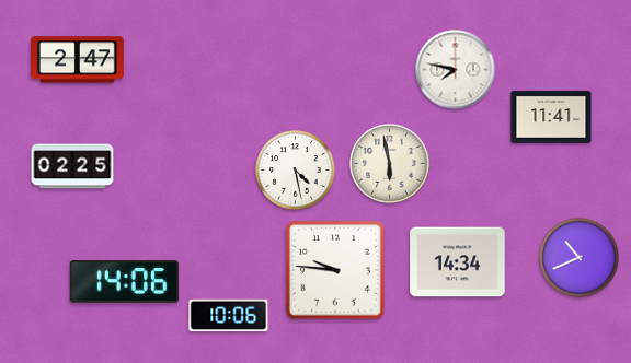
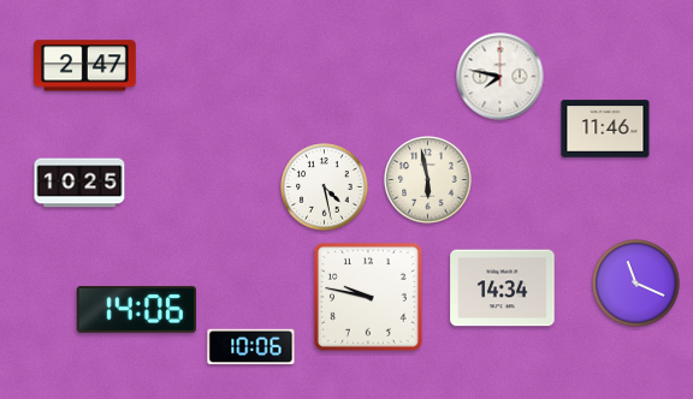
clock at (551, 117): 11:41 -> 11:46
clock at (72, 166): 02:25 -> 10:25
clock at (580, 258): 10:41 -> 11:19
clock at (335, 270): 9:46 -> 9:47
